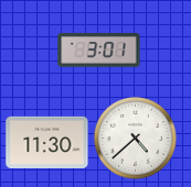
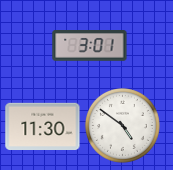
clock at (135, 137): 4:38 -> 4:51
clock at (47, 142) position: (47, 142) -> (43, 126)
